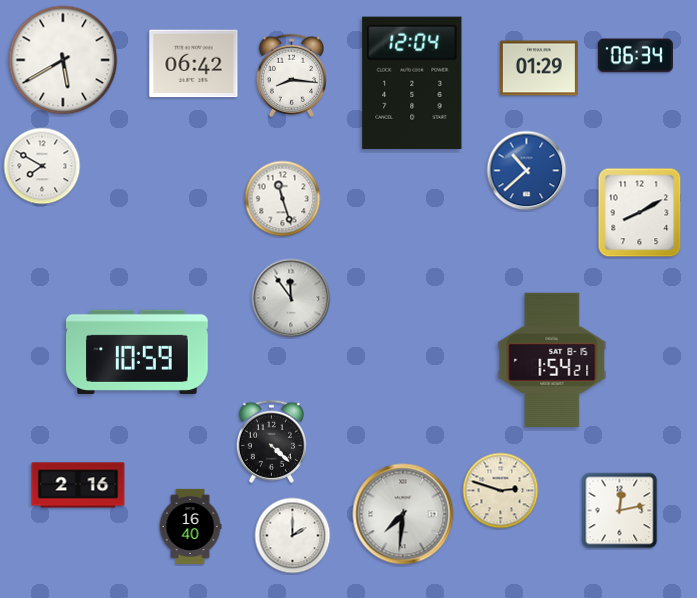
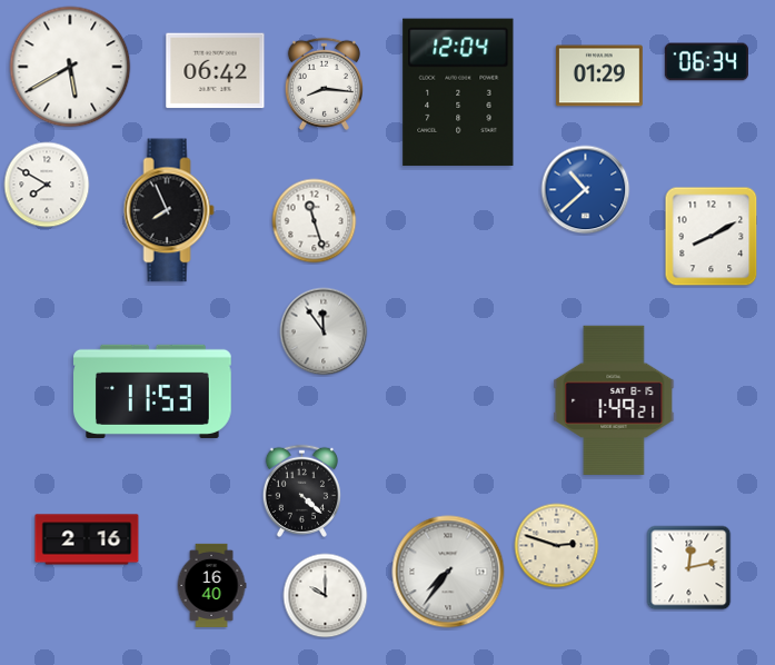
clock at (169, 210): none -> 7:56
clock at (138, 352): 10:59 -> 11:53
clock at (552, 360): 1:54 -> 1:49
clock at (403, 514): 7:31 -> 7:36
clock at (293, 536): 2:00 -> 10:00
